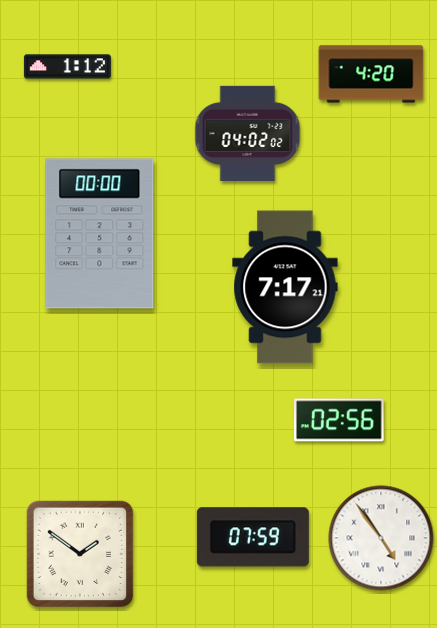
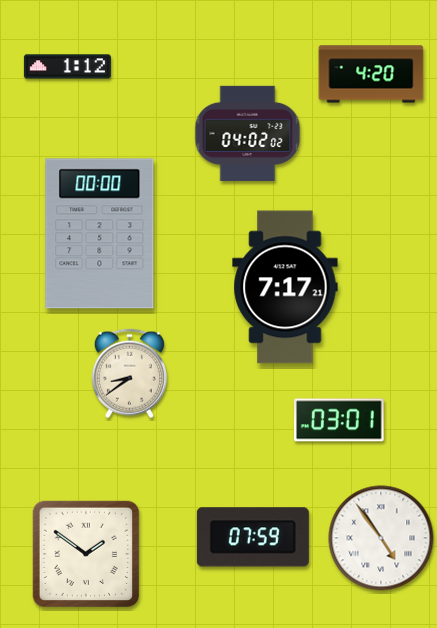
clock at (129, 374): none -> 8:39
clock at (340, 420): 02:56 -> 03:01
clock at (80, 554) position: (80, 554) -> (86, 554)
